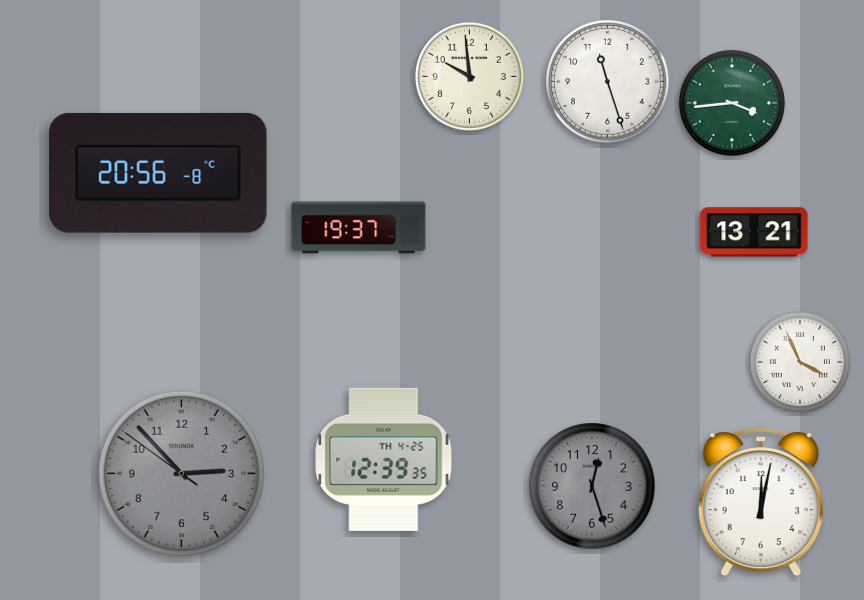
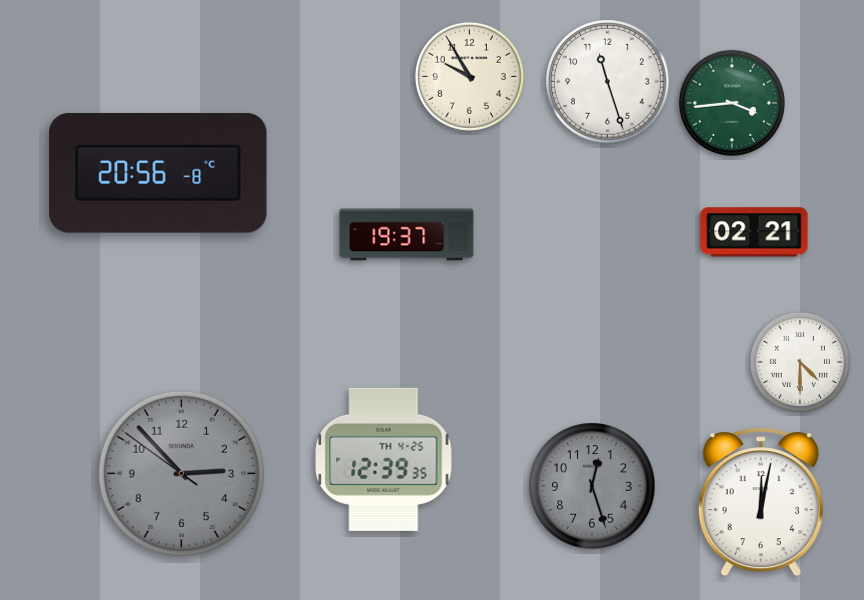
clock at (469, 76): 9:59 -> 9:55
clock at (359, 228) position: (359, 228) -> (407, 235)
clock at (754, 232): 13:21 -> 02:21
clock at (799, 361): 3:56 -> 4:30
